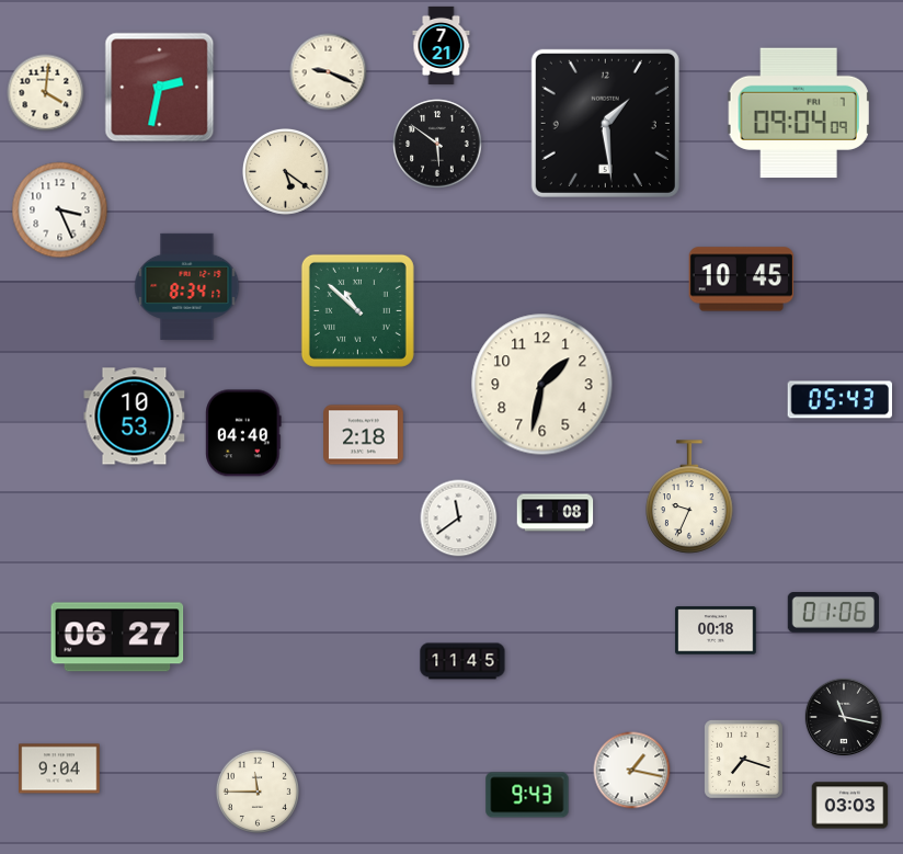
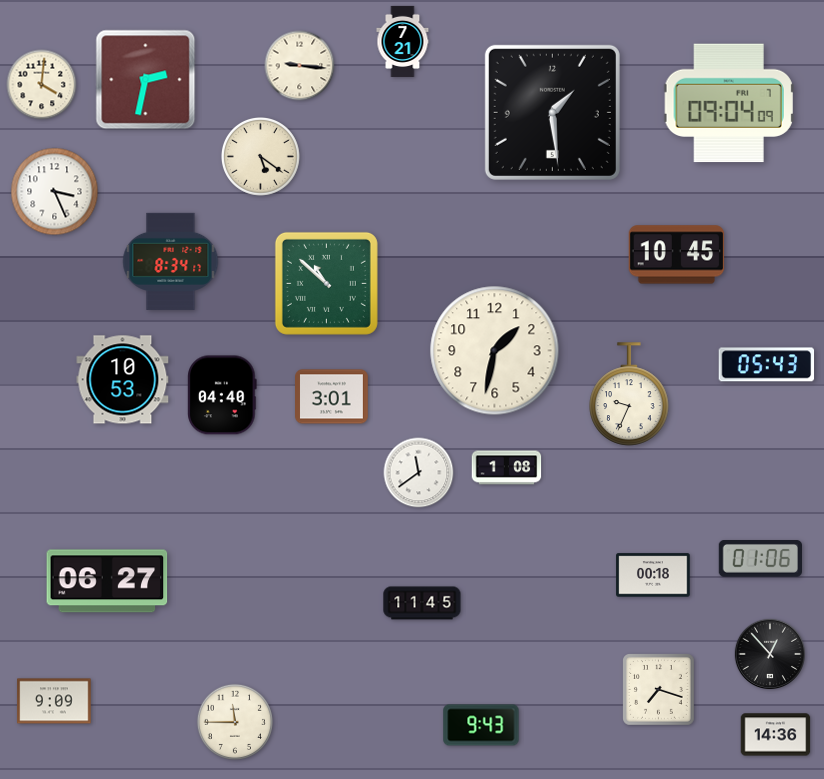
clock at (329, 72): 9:19 -> 9:16
clock at (437, 144): 5:51 -> none
clock at (364, 435): 2:18 -> 3:01
clock at (689, 497) position: (689, 497) -> (629, 394)
clock at (843, 716): 11:17 -> 12:53
clock at (744, 760) position: (744, 760) -> (659, 690)
clock at (59, 768): 9:04 -> 9:09
clock at (632, 771): 1:17 -> none
clock at (850, 806): 03:03 -> 14:36
